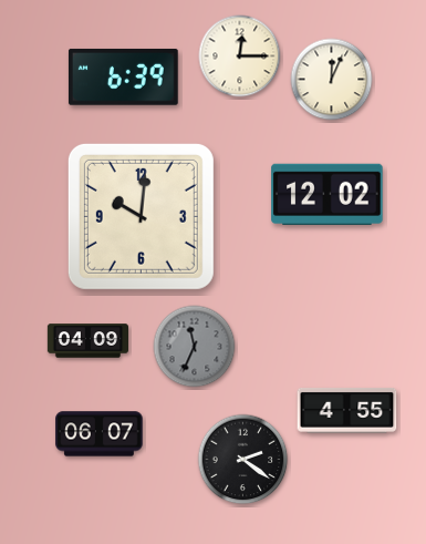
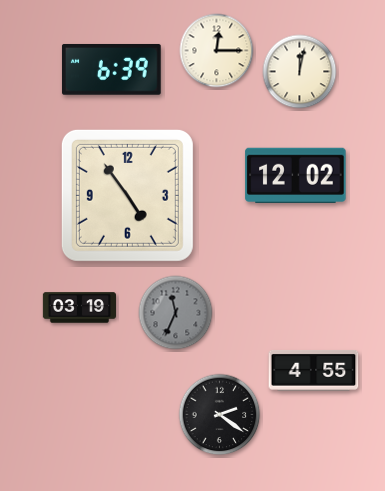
clock at (332, 80): 12:04 -> 12:02
clock at (141, 216): 10:01 -> 4:54
clock at (87, 341): 04:09 -> 03:19
clock at (100, 434): 06:07 -> none
